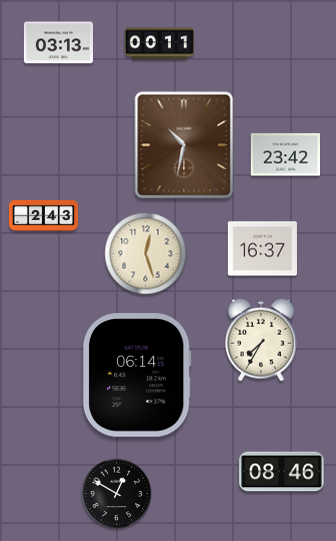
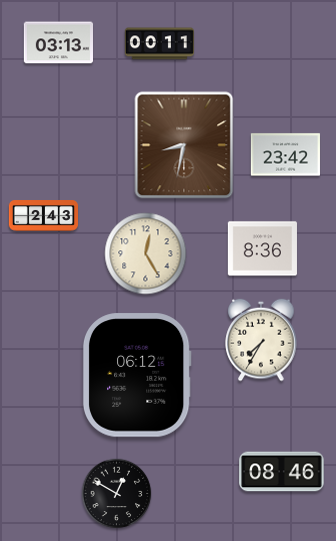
clock at (184, 145): 10:32 -> 8:32
clock at (262, 249): 16:37 -> 8:36
clock at (146, 254): 12:27 -> 12:25
clock at (137, 375): 06:14 -> 06:12
